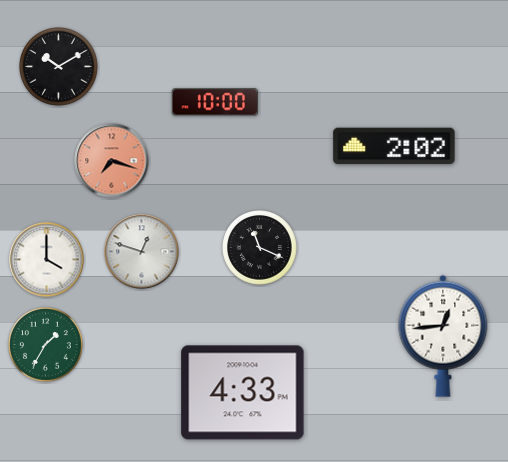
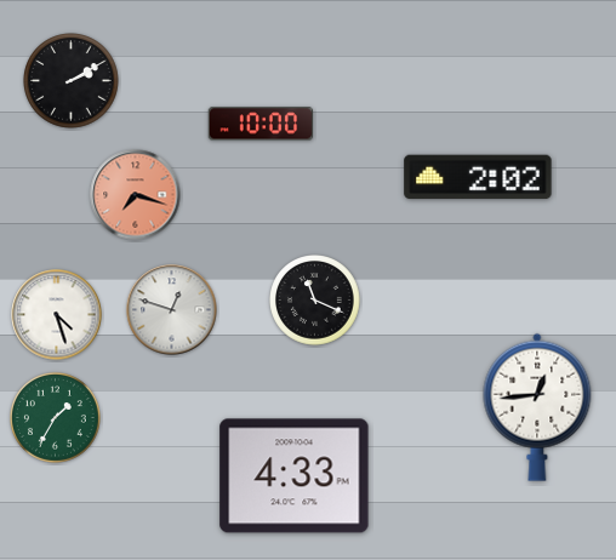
clock at (59, 67): 10:10 -> 2:10
clock at (142, 252) position: (142, 252) -> (172, 310)
clock at (47, 260): 4:00 -> 4:27
